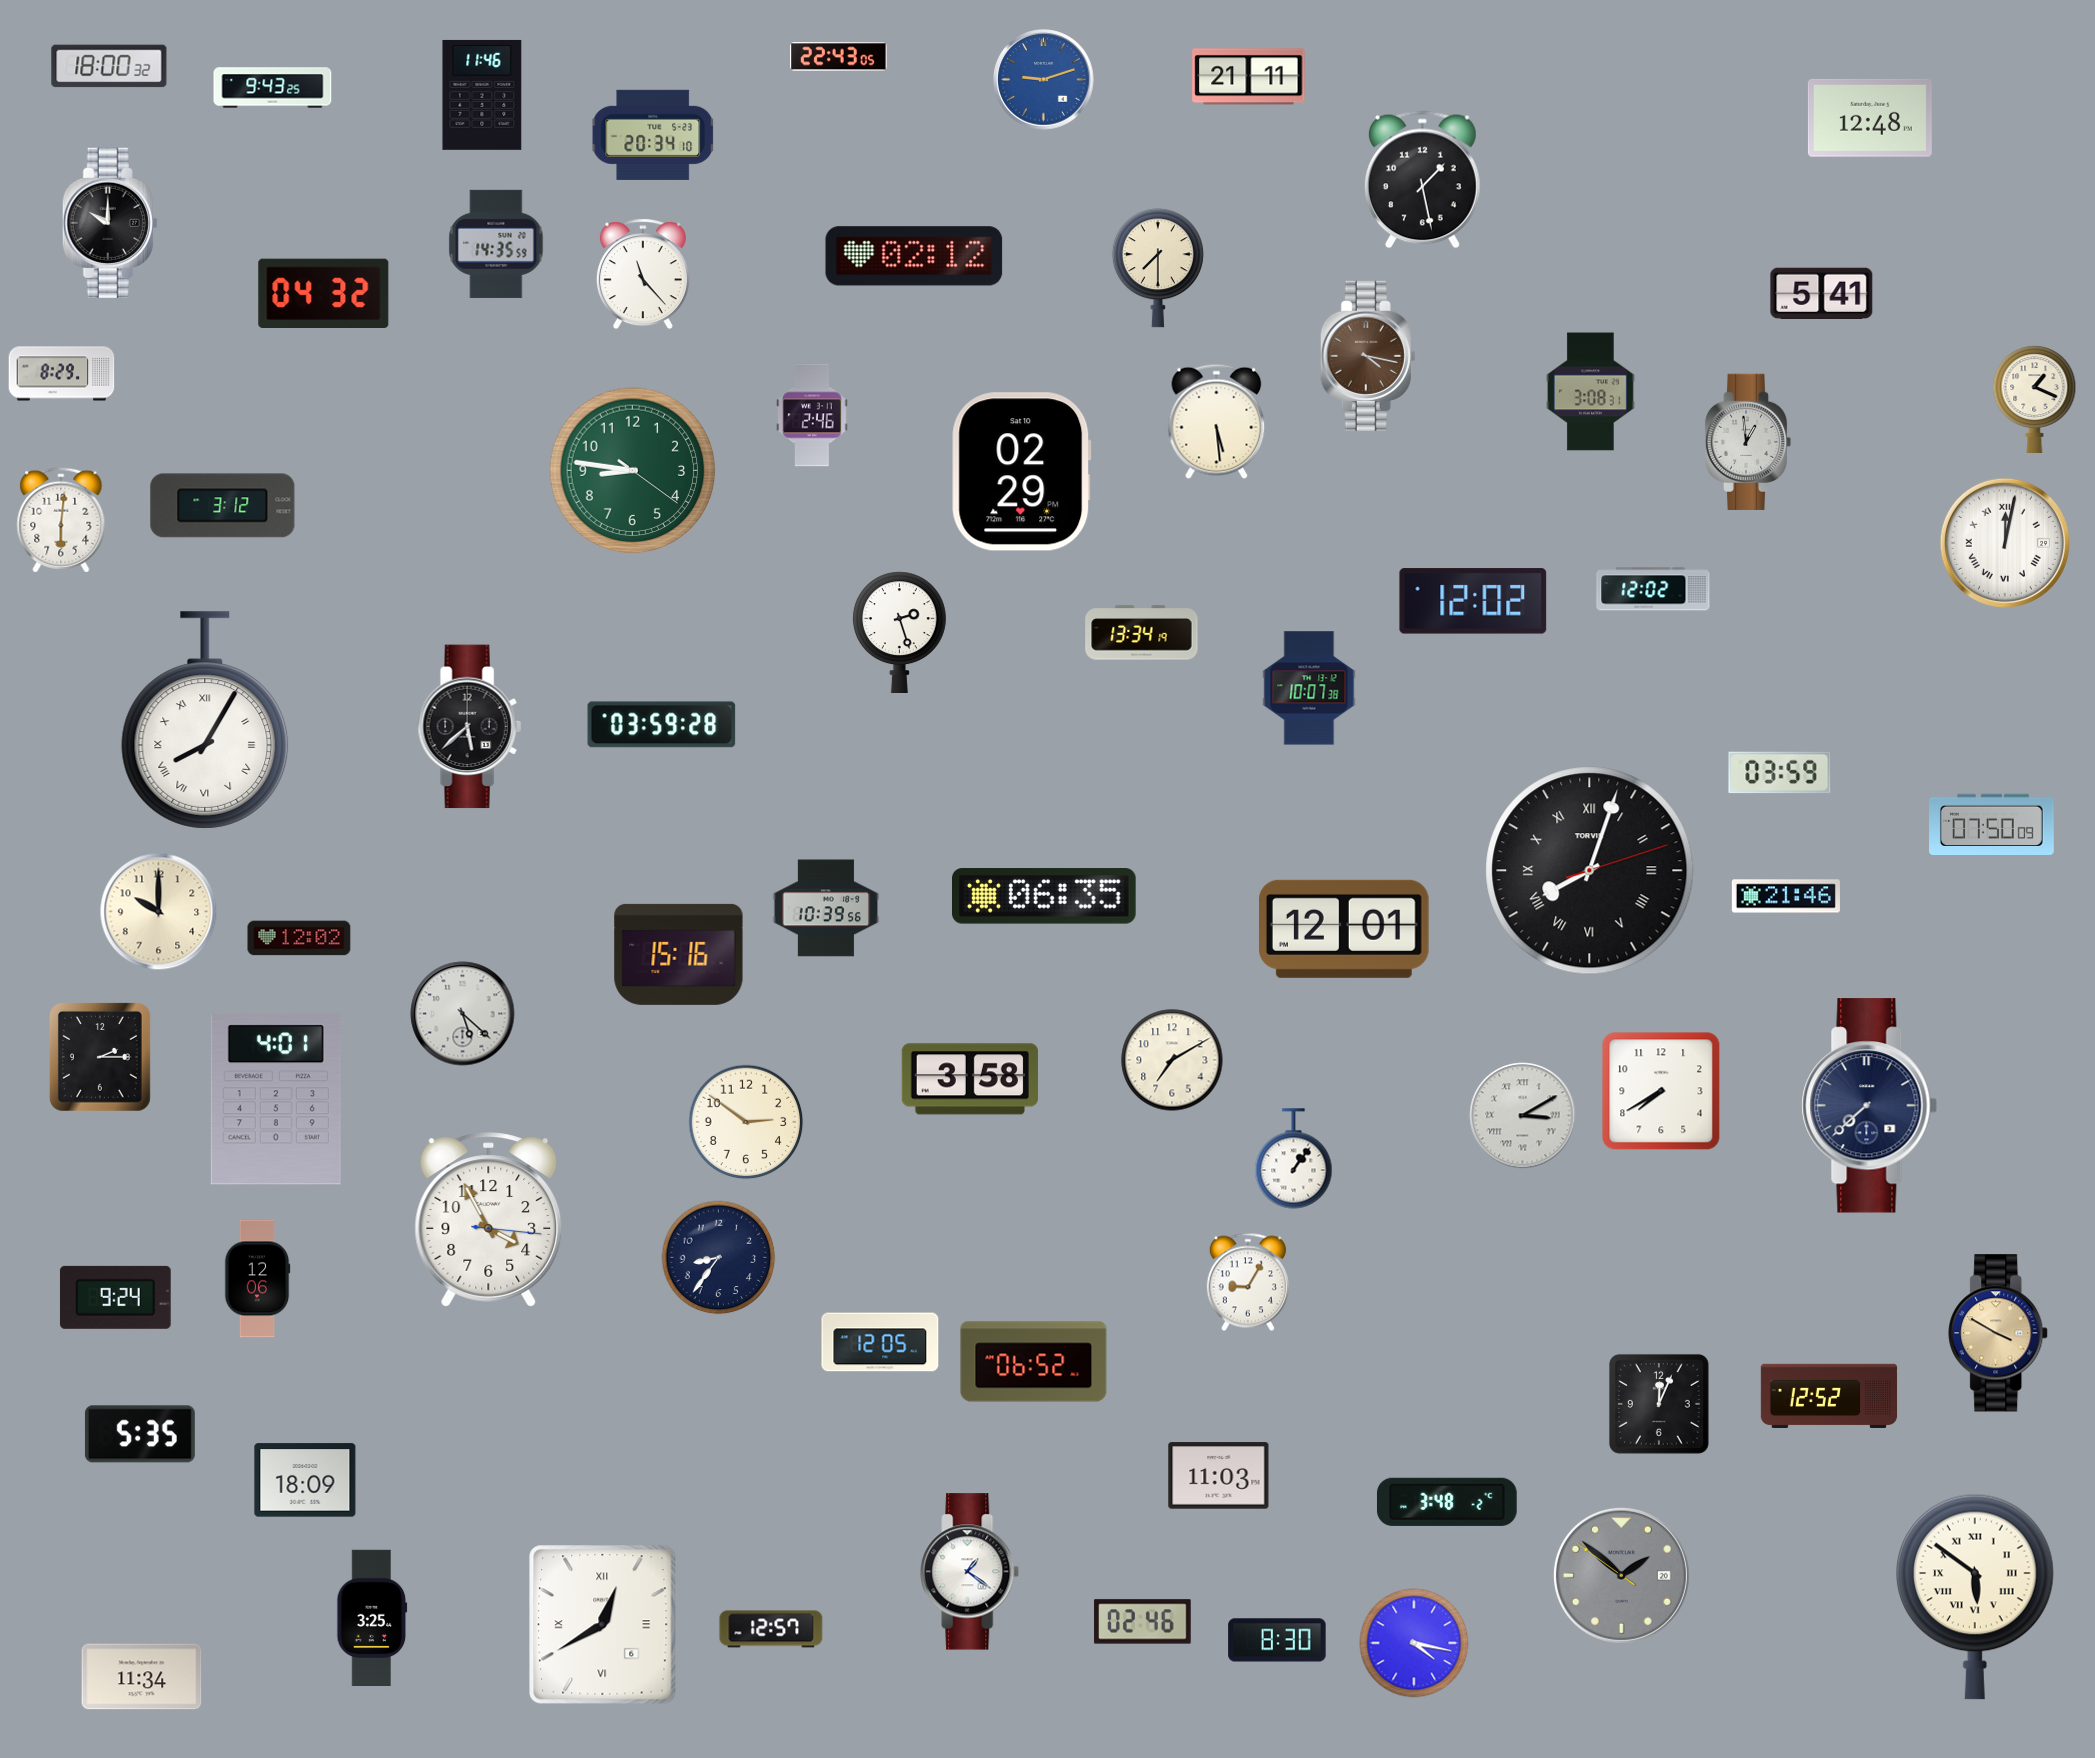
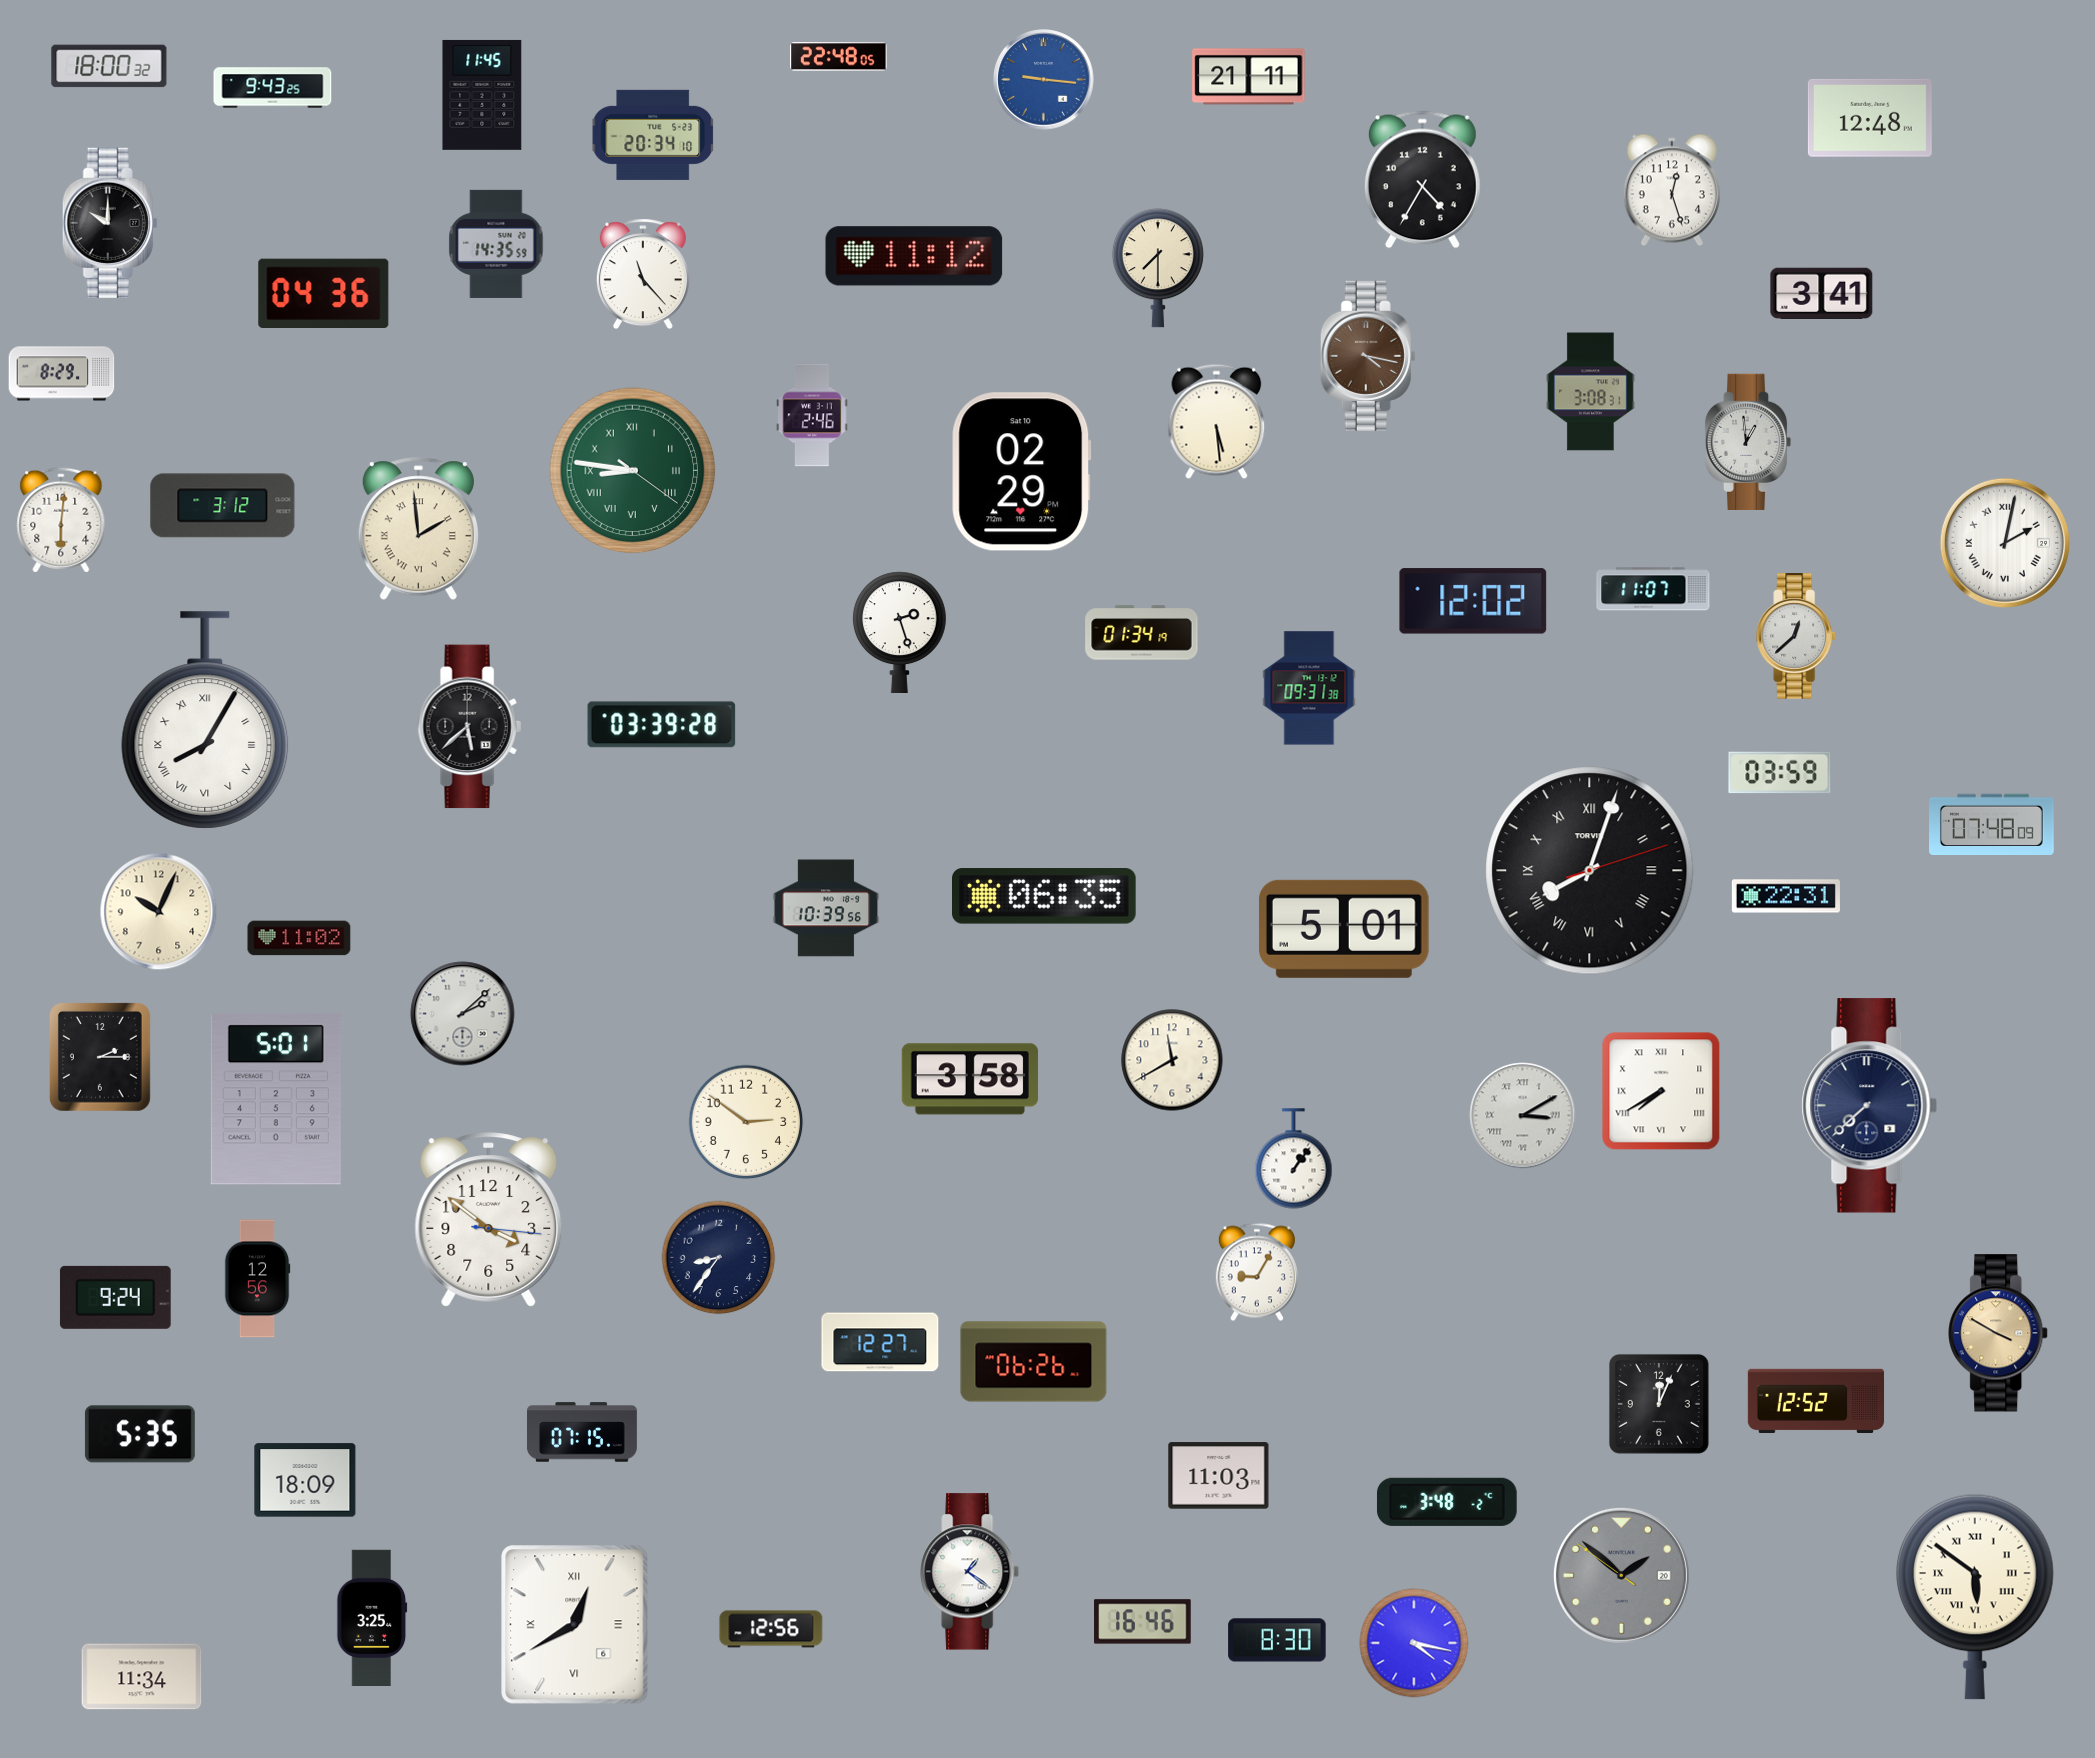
clock at (839, 57): 22:43 -> 22:48
clock at (1044, 80): 9:12 -> 9:16
clock at (482, 95): 11:46 -> 11:45
clock at (1422, 180): 1:28 -> 4:35
clock at (1672, 190): none -> 12:27
clock at (914, 256): 02:12 -> 11:12
clock at (324, 293): 04:32 -> 04:36
clock at (1822, 293): 5:41 -> 3:41
clock at (2035, 399): 1:19 -> none
clock at (633, 471) numerals: Arabic -> Roman
clock at (418, 529): none -> 1:59
clock at (2005, 543): 12:02 -> 2:02
clock at (1653, 589): 12:02 -> 11:07
clock at (1142, 633): 13:34 -> 01:34
clock at (1797, 636): none -> 12:38
clock at (1309, 688): 10:07 -> 09:31
clock at (662, 725): 03:59 -> 03:39
clock at (1992, 825): 07:50 -> 07:48
clock at (1786, 896): 21:46 -> 22:31
clock at (159, 912): 10:00 -> 10:04
clock at (1344, 929): 12:01 -> 5:01
clock at (299, 938): 12:02 -> 11:02
clock at (679, 954): 15:16 -> none
clock at (463, 1014): 5:22 -> 2:08
clock at (1172, 1060): 7:10 -> 11:40
clock at (1661, 1091) numerals: Arabic -> Roman
clock at (276, 1099): 4:01 -> 5:01
clock at (489, 1220): 3:55 -> 3:51
clock at (257, 1279): 12:06 -> 12:56
clock at (1248, 1282) position: (1248, 1282) -> (1257, 1272)
clock at (880, 1342): 12:05 -> 12:27
clock at (1034, 1362): 06:52 -> 06:26
clock at (1829, 1395) position: (1829, 1395) -> (1816, 1400)
clock at (582, 1432): none -> 07:15
clock at (1143, 1622): 02:46 -> 16:46
clock at (603, 1625) position: (603, 1625) -> (575, 1625)
clock at (771, 1629): 12:57 -> 12:56
